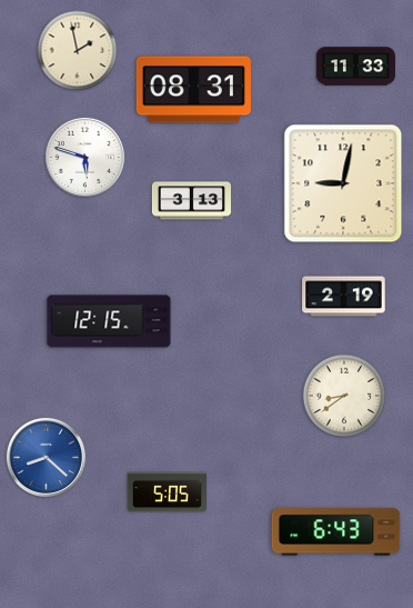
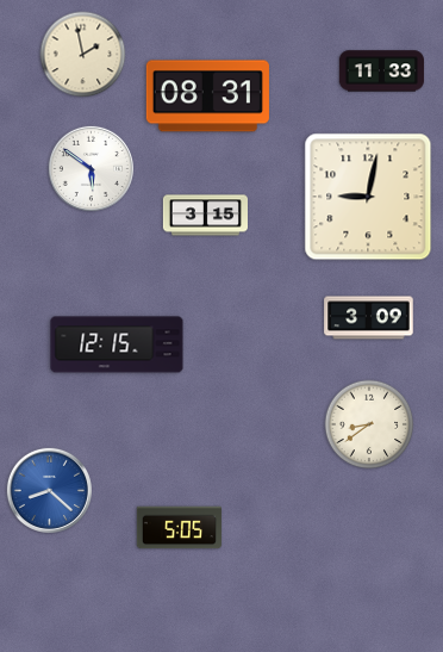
clock at (84, 157): 5:48 -> 5:51
clock at (191, 201): 3:13 -> 3:15
clock at (344, 297): 2:19 -> 3:09
clock at (336, 532): 6:43 -> none
